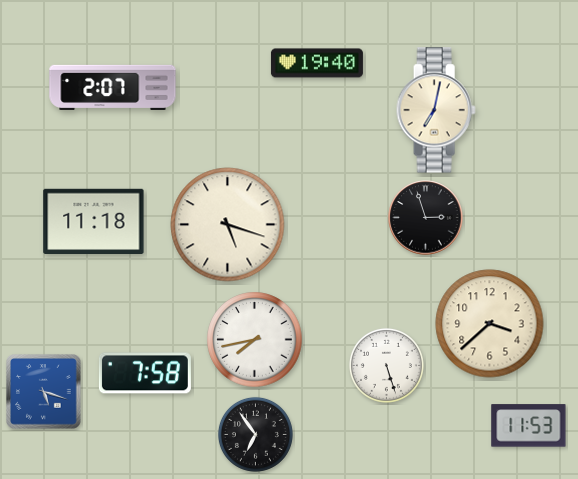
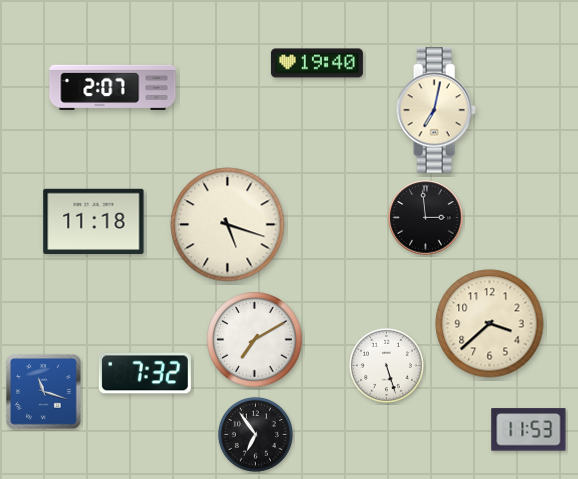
clock at (426, 218): 2:57 -> 2:59
clock at (255, 340): 7:43 -> 7:10
clock at (145, 373): 7:58 -> 7:32
clock at (44, 392): 5:18 -> 11:18
clock at (529, 426) position: (529, 426) -> (529, 430)
